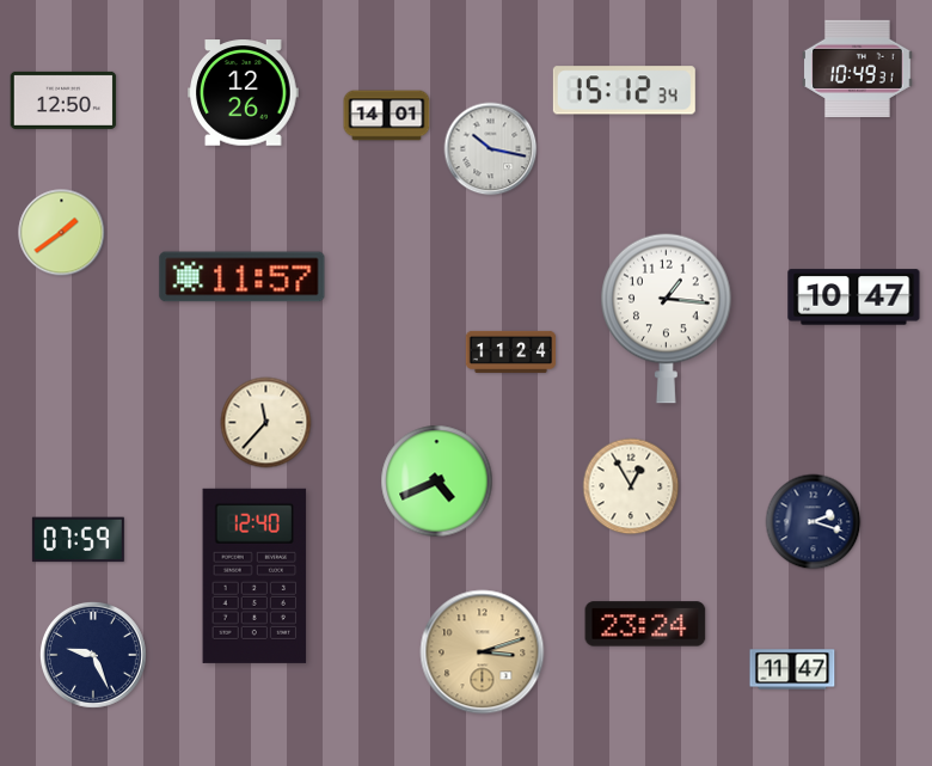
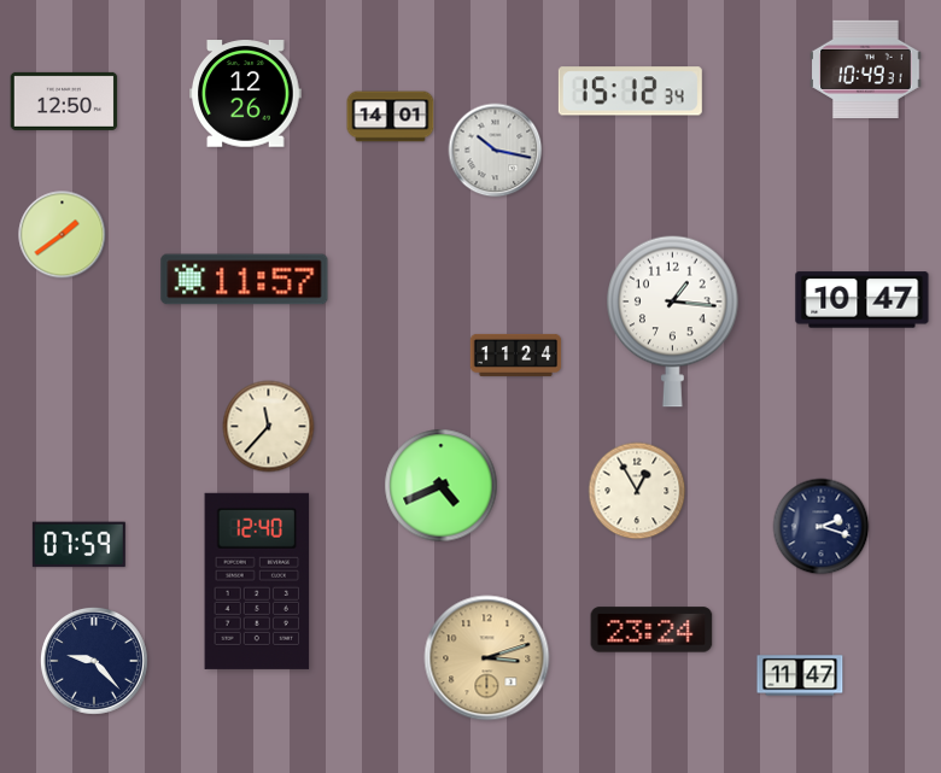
clock at (93, 655): 9:26 -> 9:23
